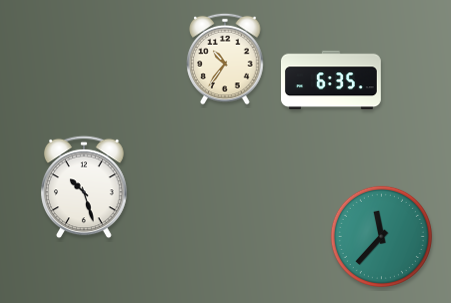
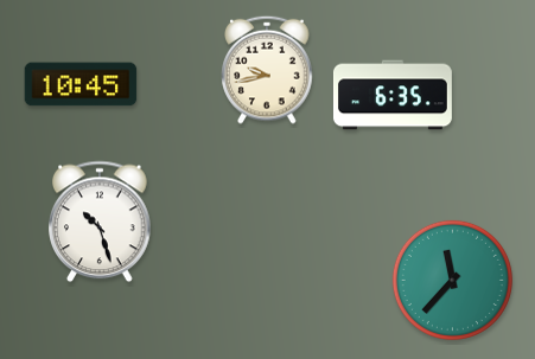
clock at (225, 59): 10:36 -> 9:43
clock at (81, 84): none -> 10:45
